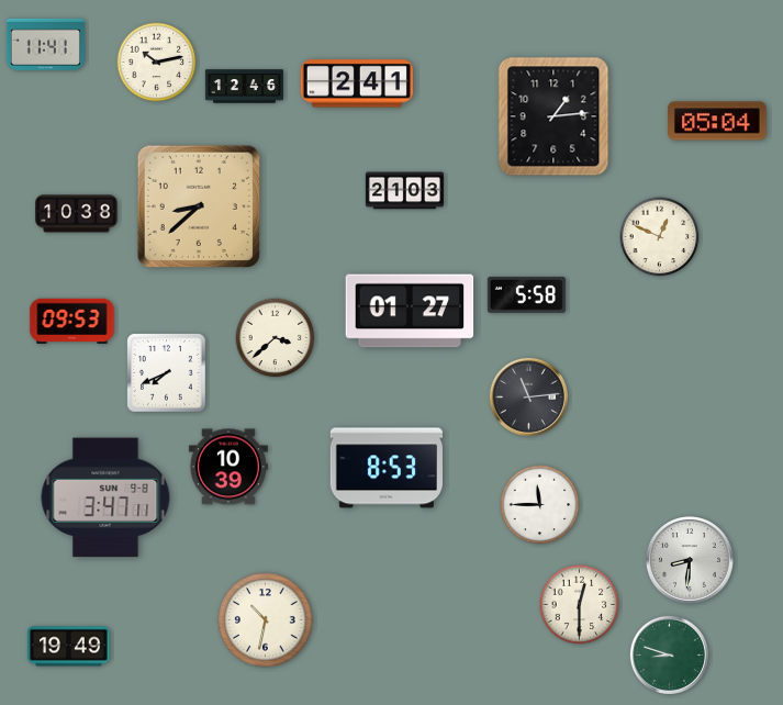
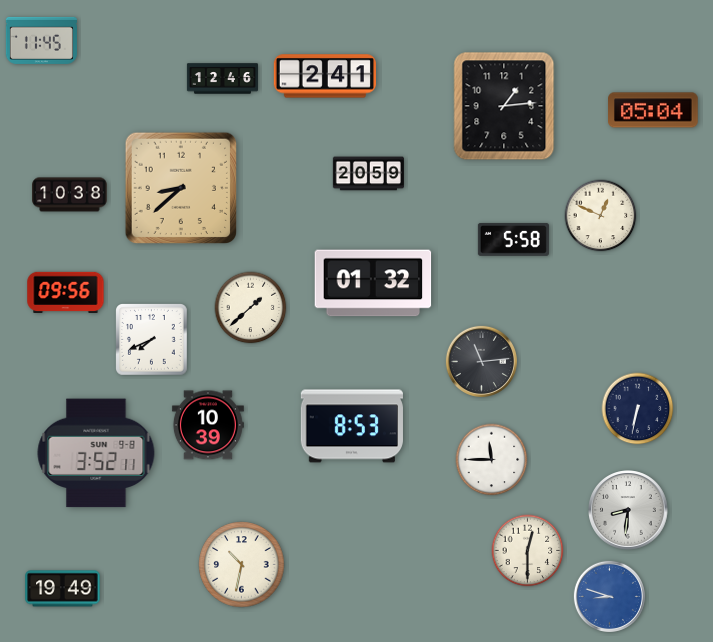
clock at (45, 44): 11:41 -> 11:45
clock at (157, 63): 10:13 -> none
clock at (404, 191): 21:03 -> 20:59
clock at (526, 294) position: (526, 294) -> (513, 239)
clock at (410, 311): 01:27 -> 01:32
clock at (72, 321): 09:53 -> 09:56
clock at (276, 338): 3:38 -> 1:38
clock at (638, 409): none -> 6:32
clock at (105, 497): 3:47 -> 3:52
clock at (669, 654) dial: green -> blue
